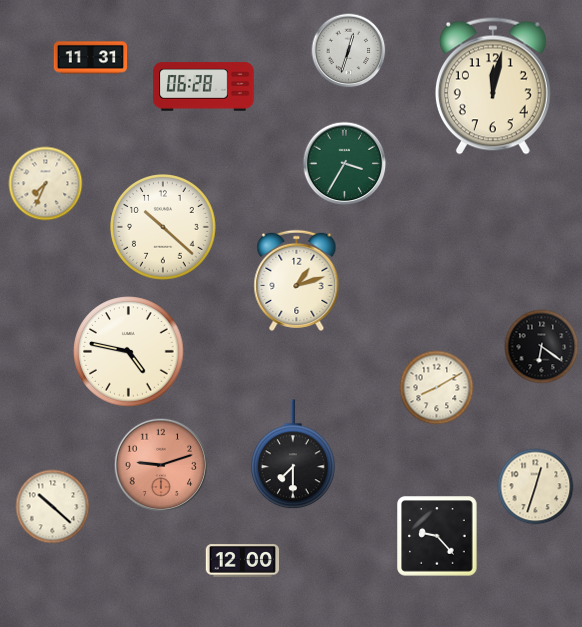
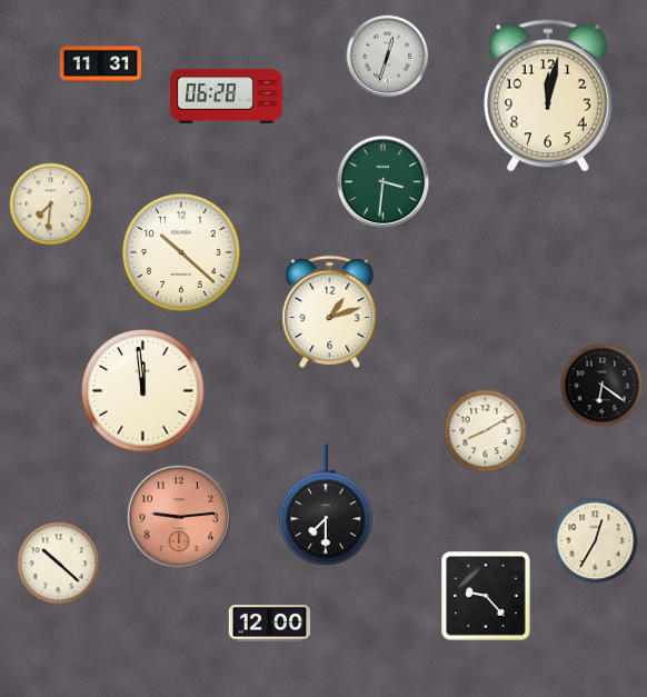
clock at (345, 164): 3:35 -> 3:31
clock at (46, 184): 7:34 -> 7:31
clock at (129, 352): 4:47 -> 11:59
clock at (161, 465): 9:12 -> 9:14
clock at (536, 487): 12:33 -> 12:35
